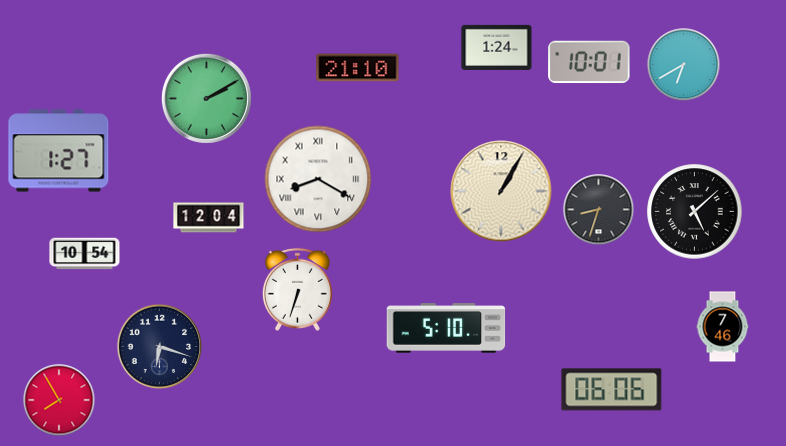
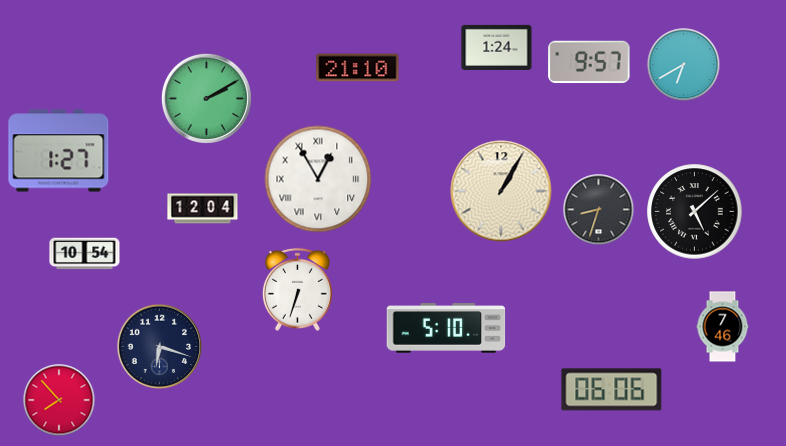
clock at (589, 62): 10:01 -> 9:57
clock at (318, 179): 8:20 -> 12:55
clock at (209, 218) position: (209, 218) -> (203, 209)
clock at (59, 400): 7:55 -> 7:53
